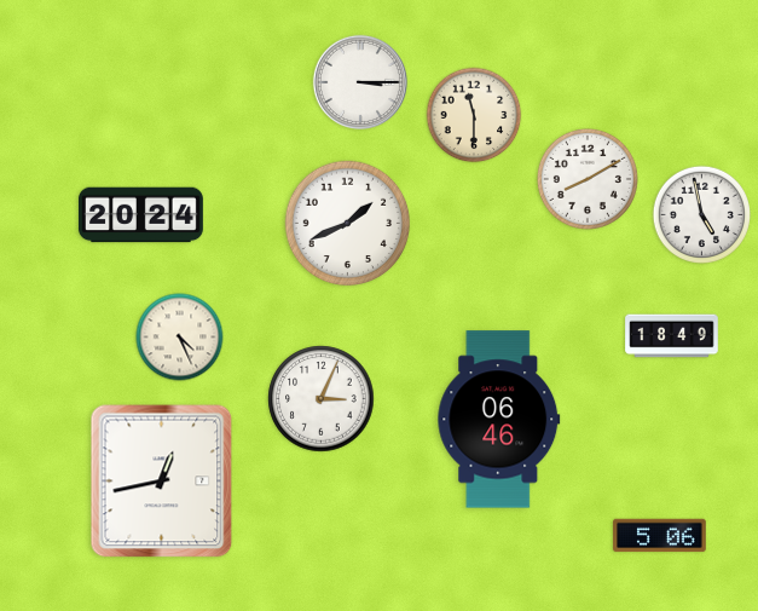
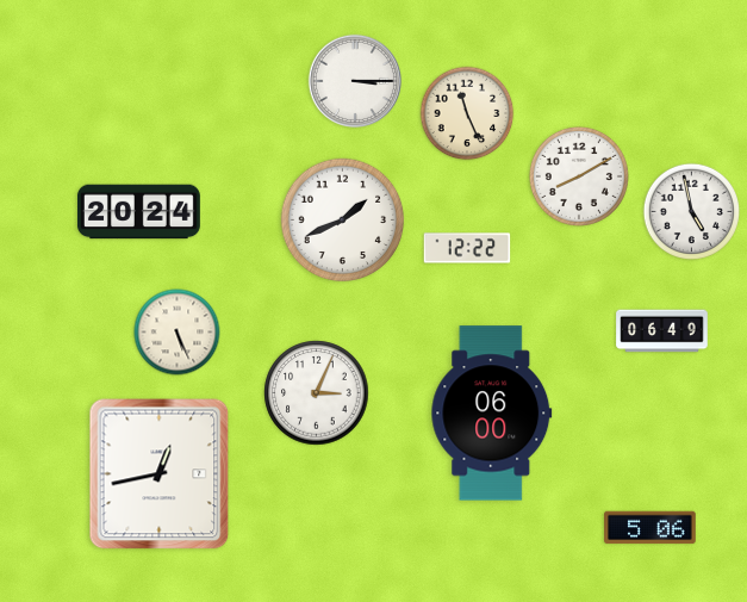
clock at (474, 115): 11:30 -> 11:26
clock at (467, 248): none -> 12:22
clock at (672, 336): 18:49 -> 06:49
clock at (180, 338): 4:26 -> 5:26
clock at (499, 420): 06:46 -> 06:00
